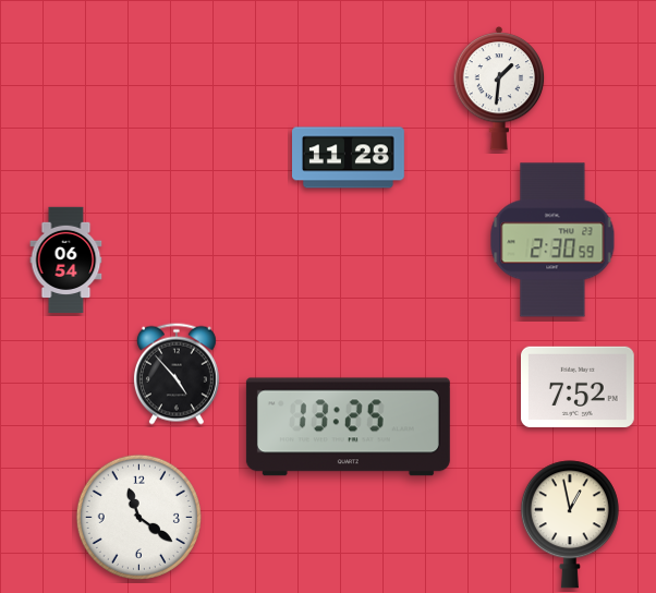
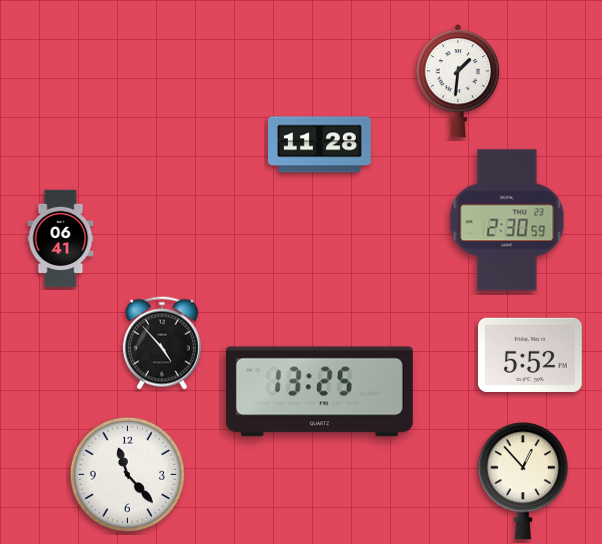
clock at (66, 261): 06:54 -> 06:41
clock at (579, 387): 7:52 -> 5:52
clock at (138, 517): 11:21 -> 11:23
clock at (570, 524): 12:58 -> 12:53
